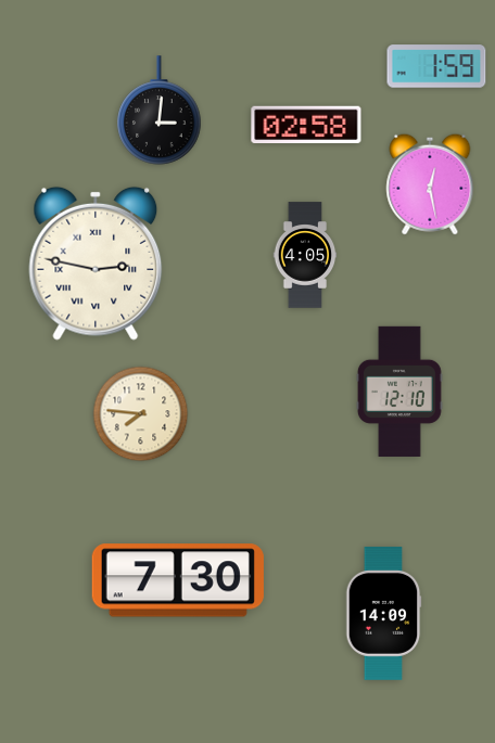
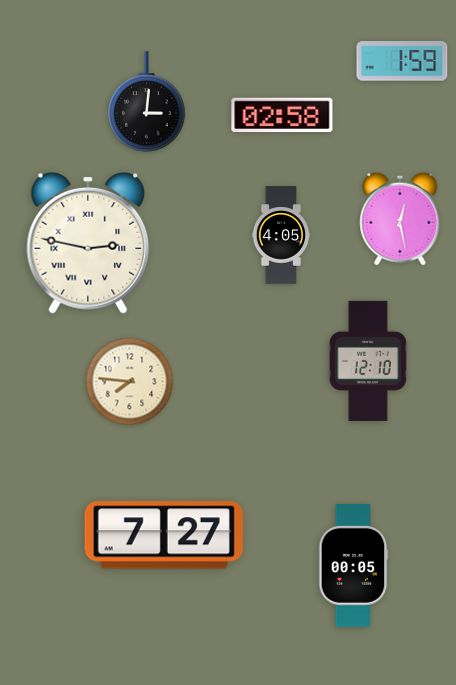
clock at (430, 184) position: (430, 184) -> (400, 219)
clock at (178, 580): 7:30 -> 7:27
clock at (383, 614): 14:09 -> 00:05
